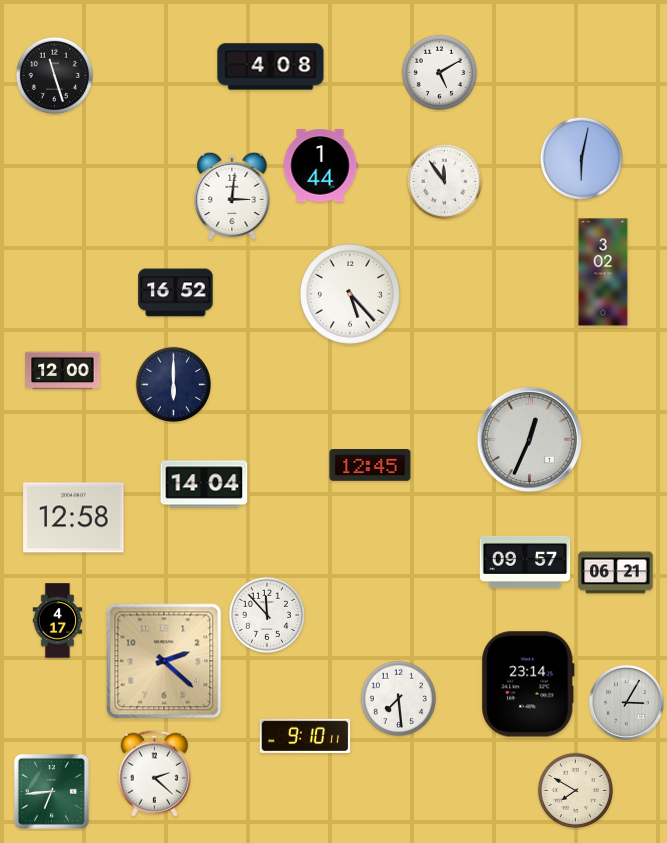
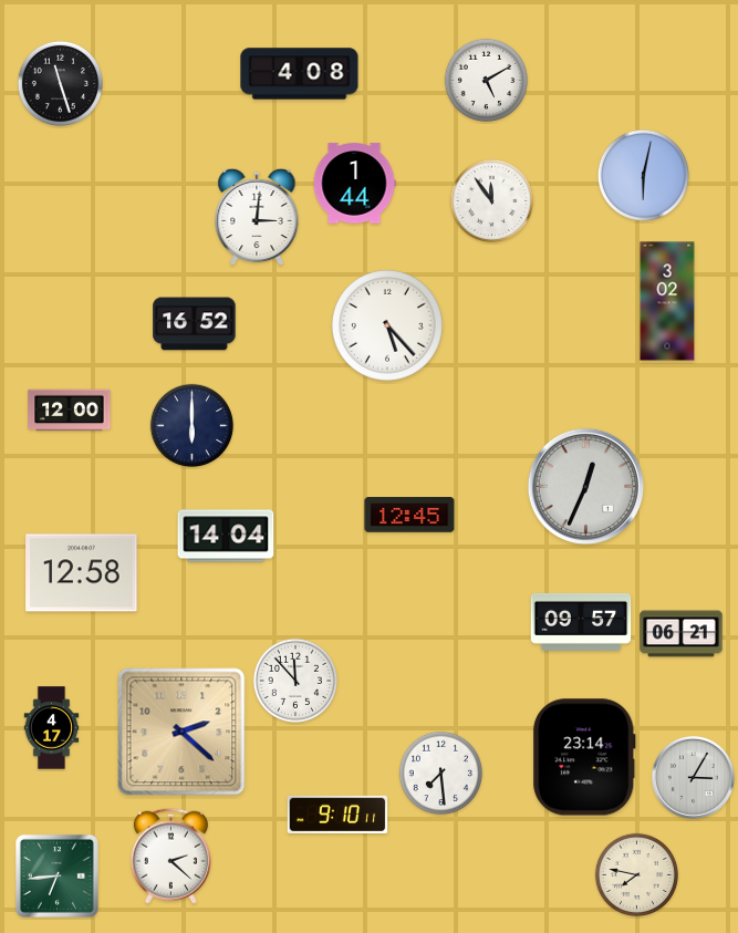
clock at (58, 621) position: (58, 621) -> (52, 728)
clock at (575, 790): 7:50 -> 7:47
